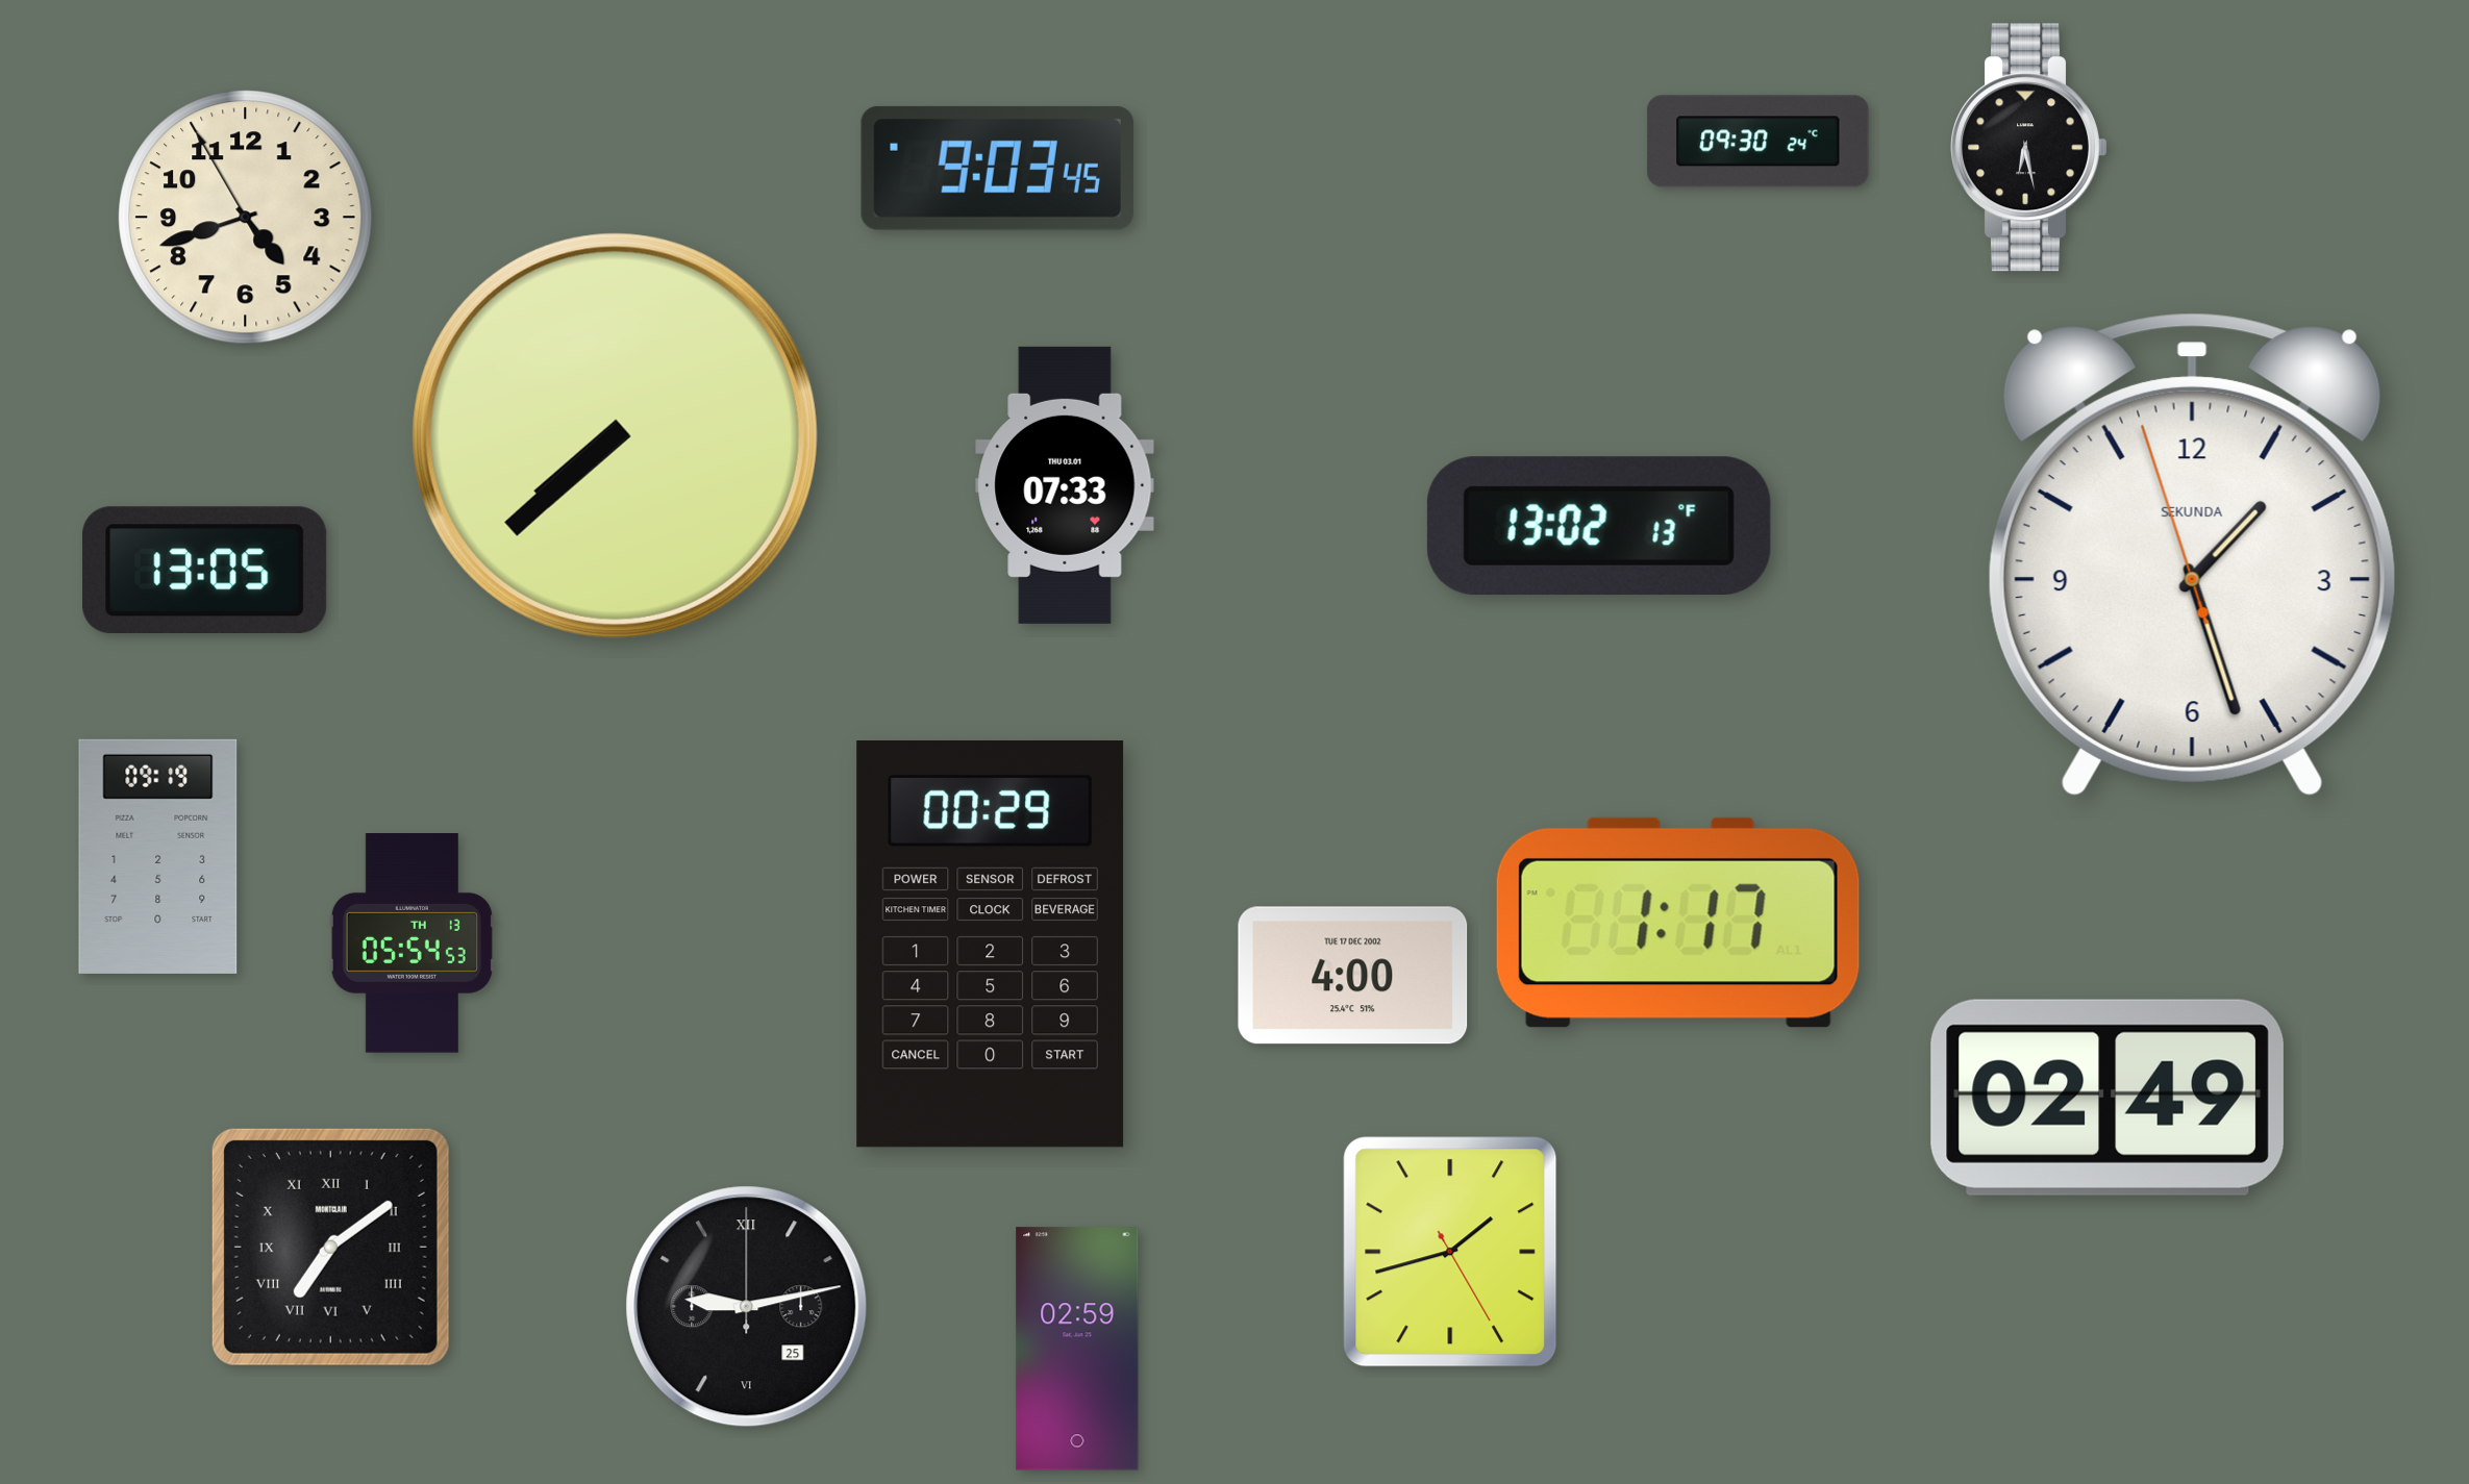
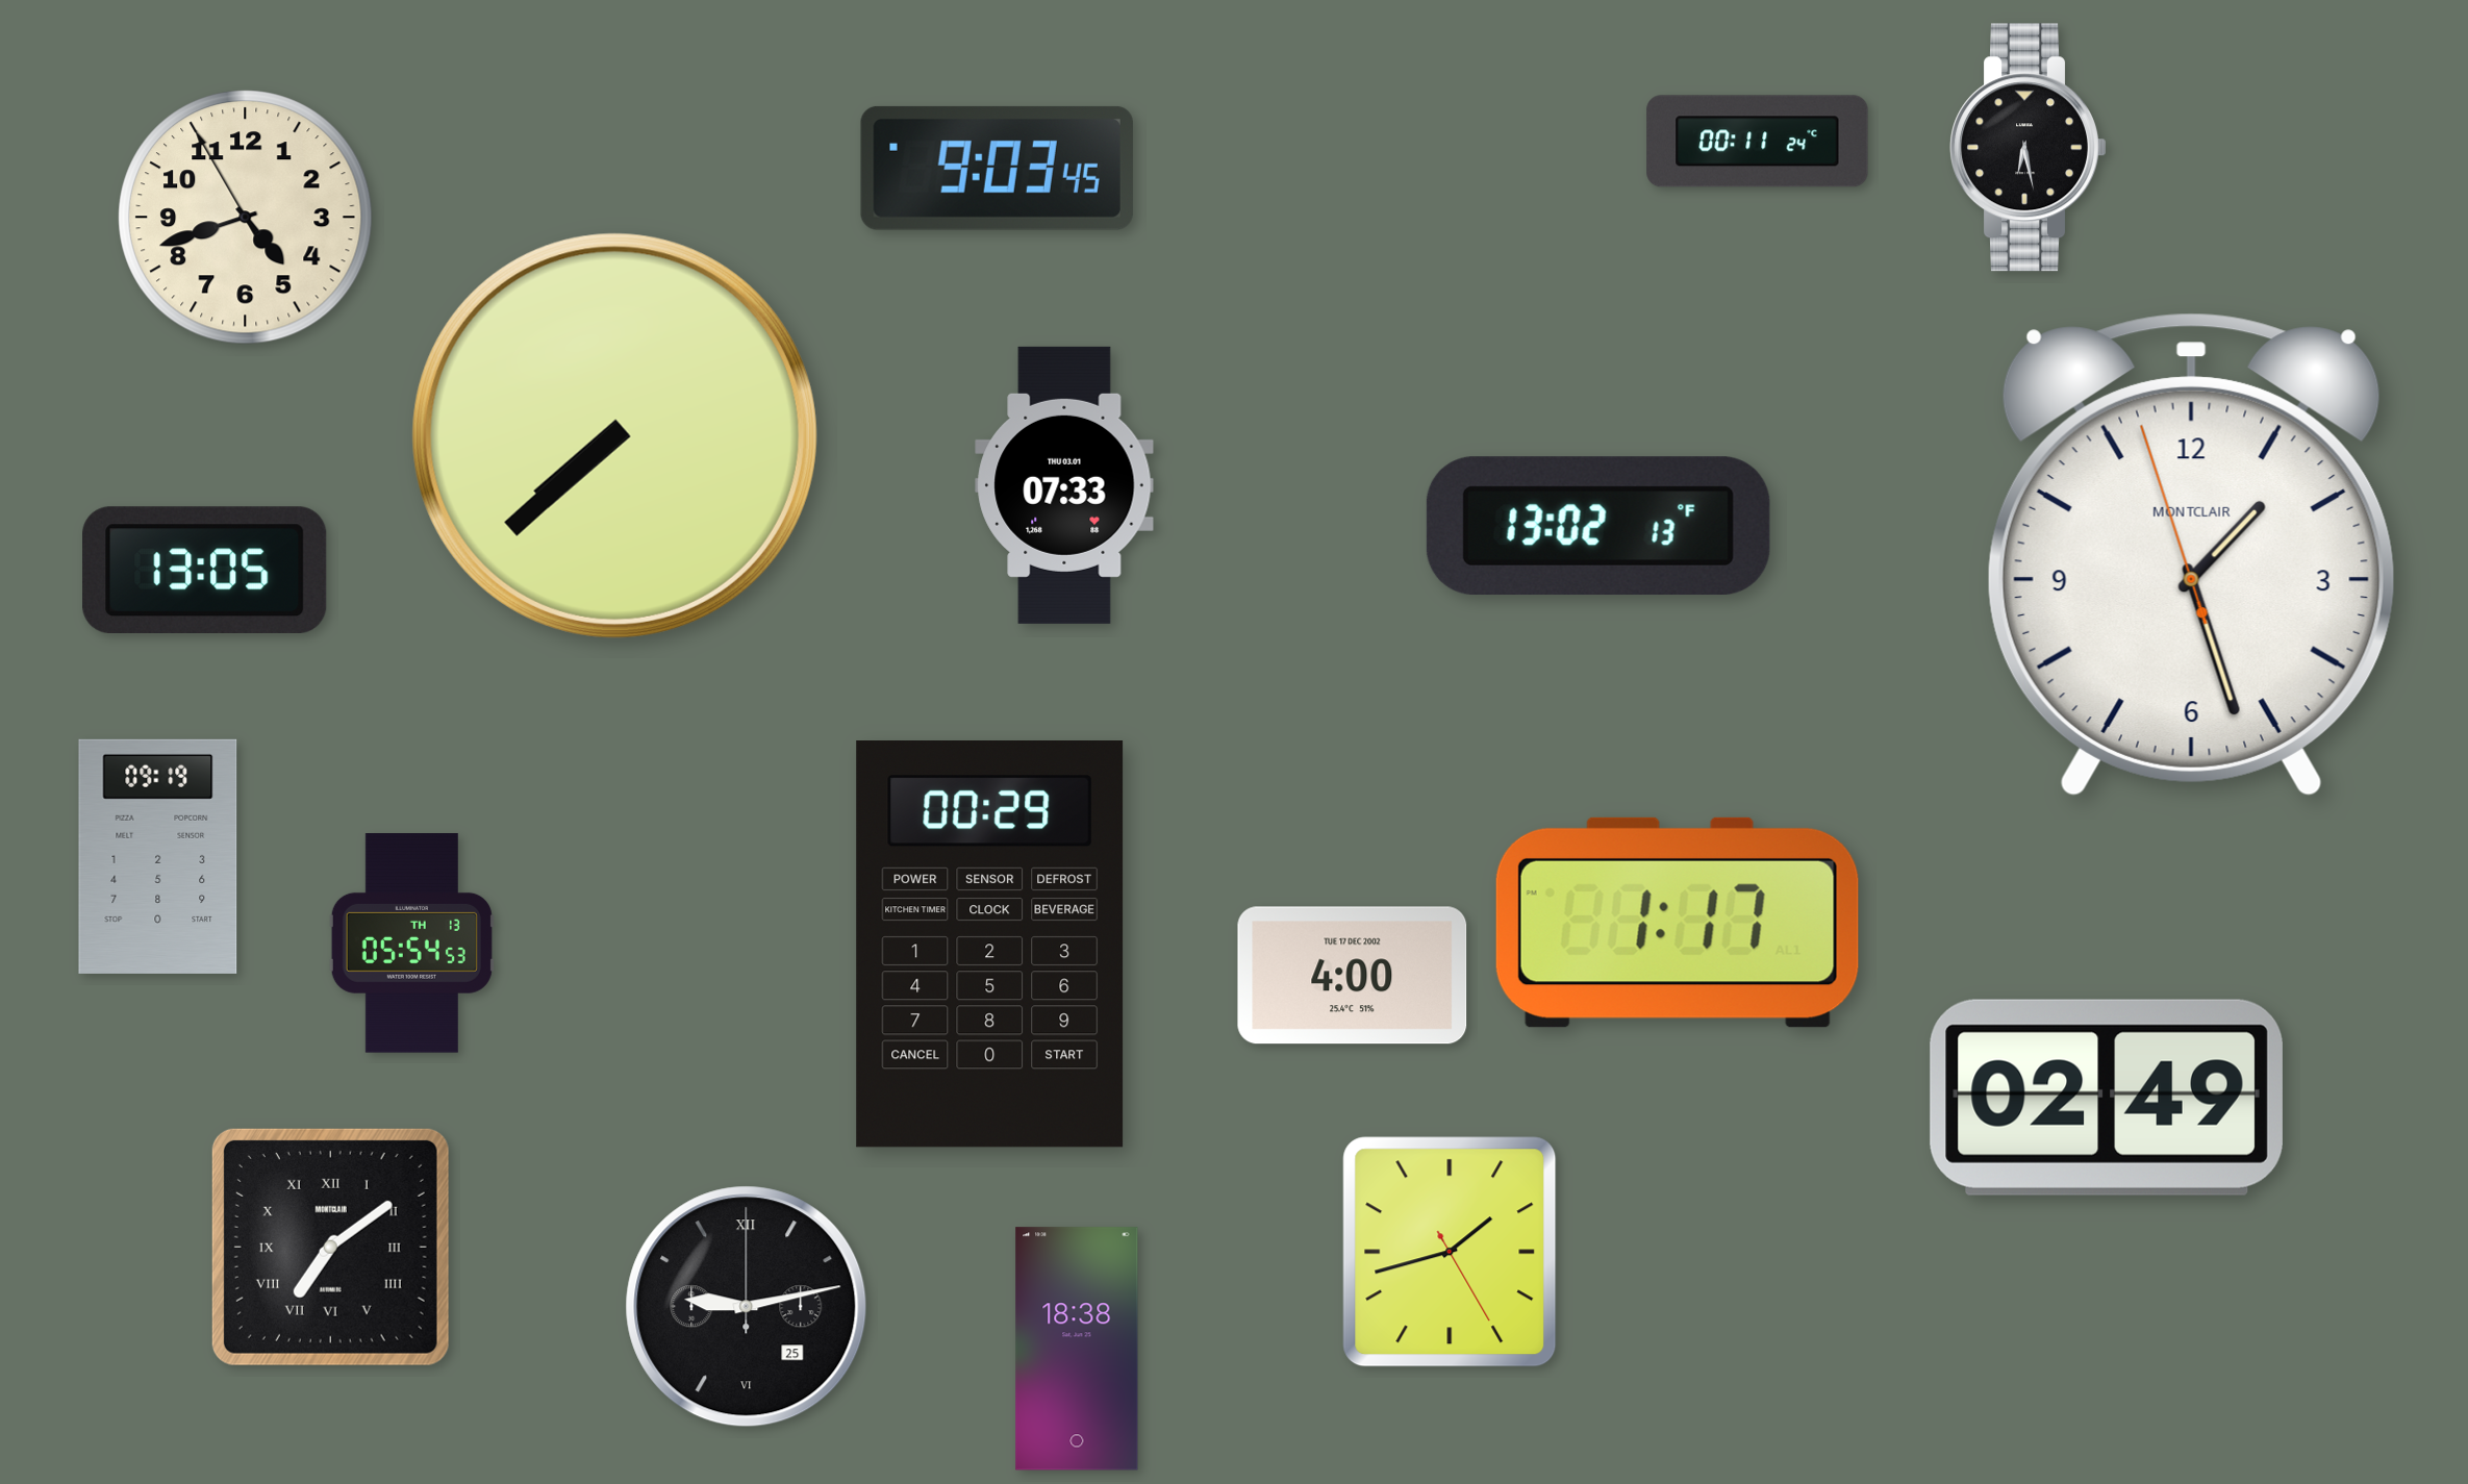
clock at (1759, 142): 09:30 -> 00:11
clock at (2192, 555) brand: SEKUNDA -> MONTCLAIR
clock at (1077, 1349): 02:59 -> 18:38
